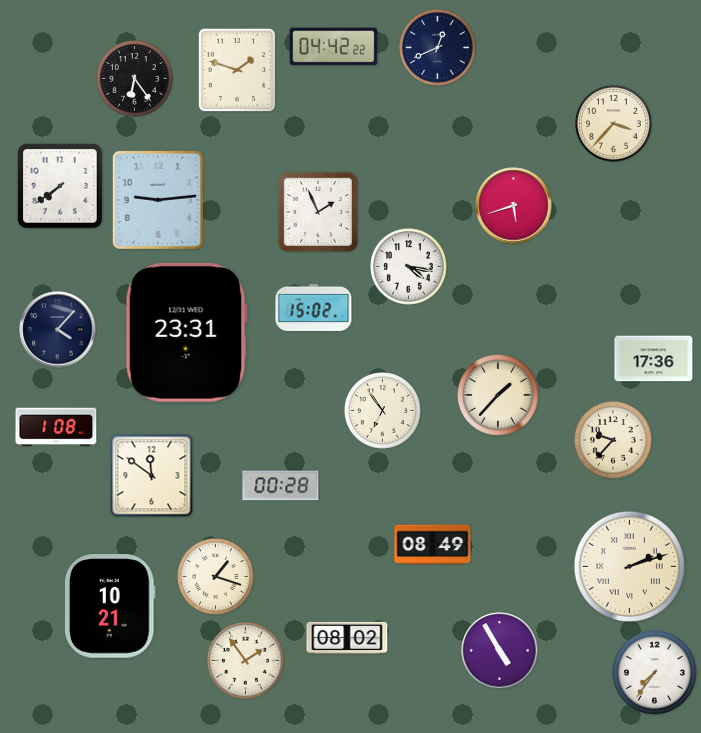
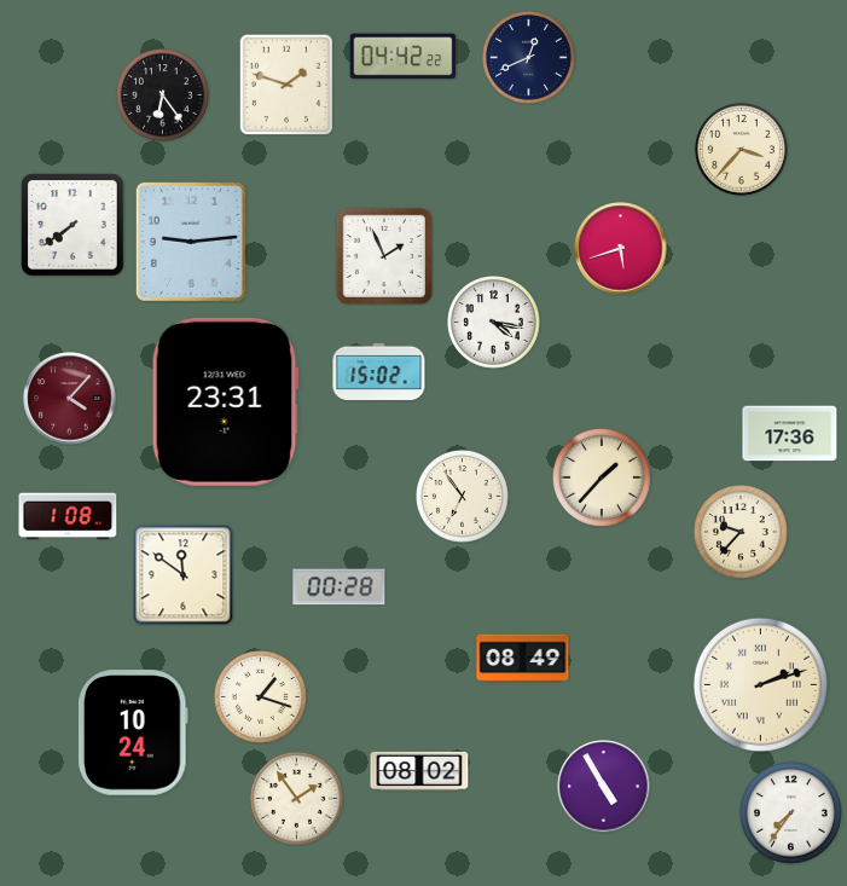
clock at (58, 330) dial: navy -> burgundy
clock at (111, 606): 10:21 -> 10:24
